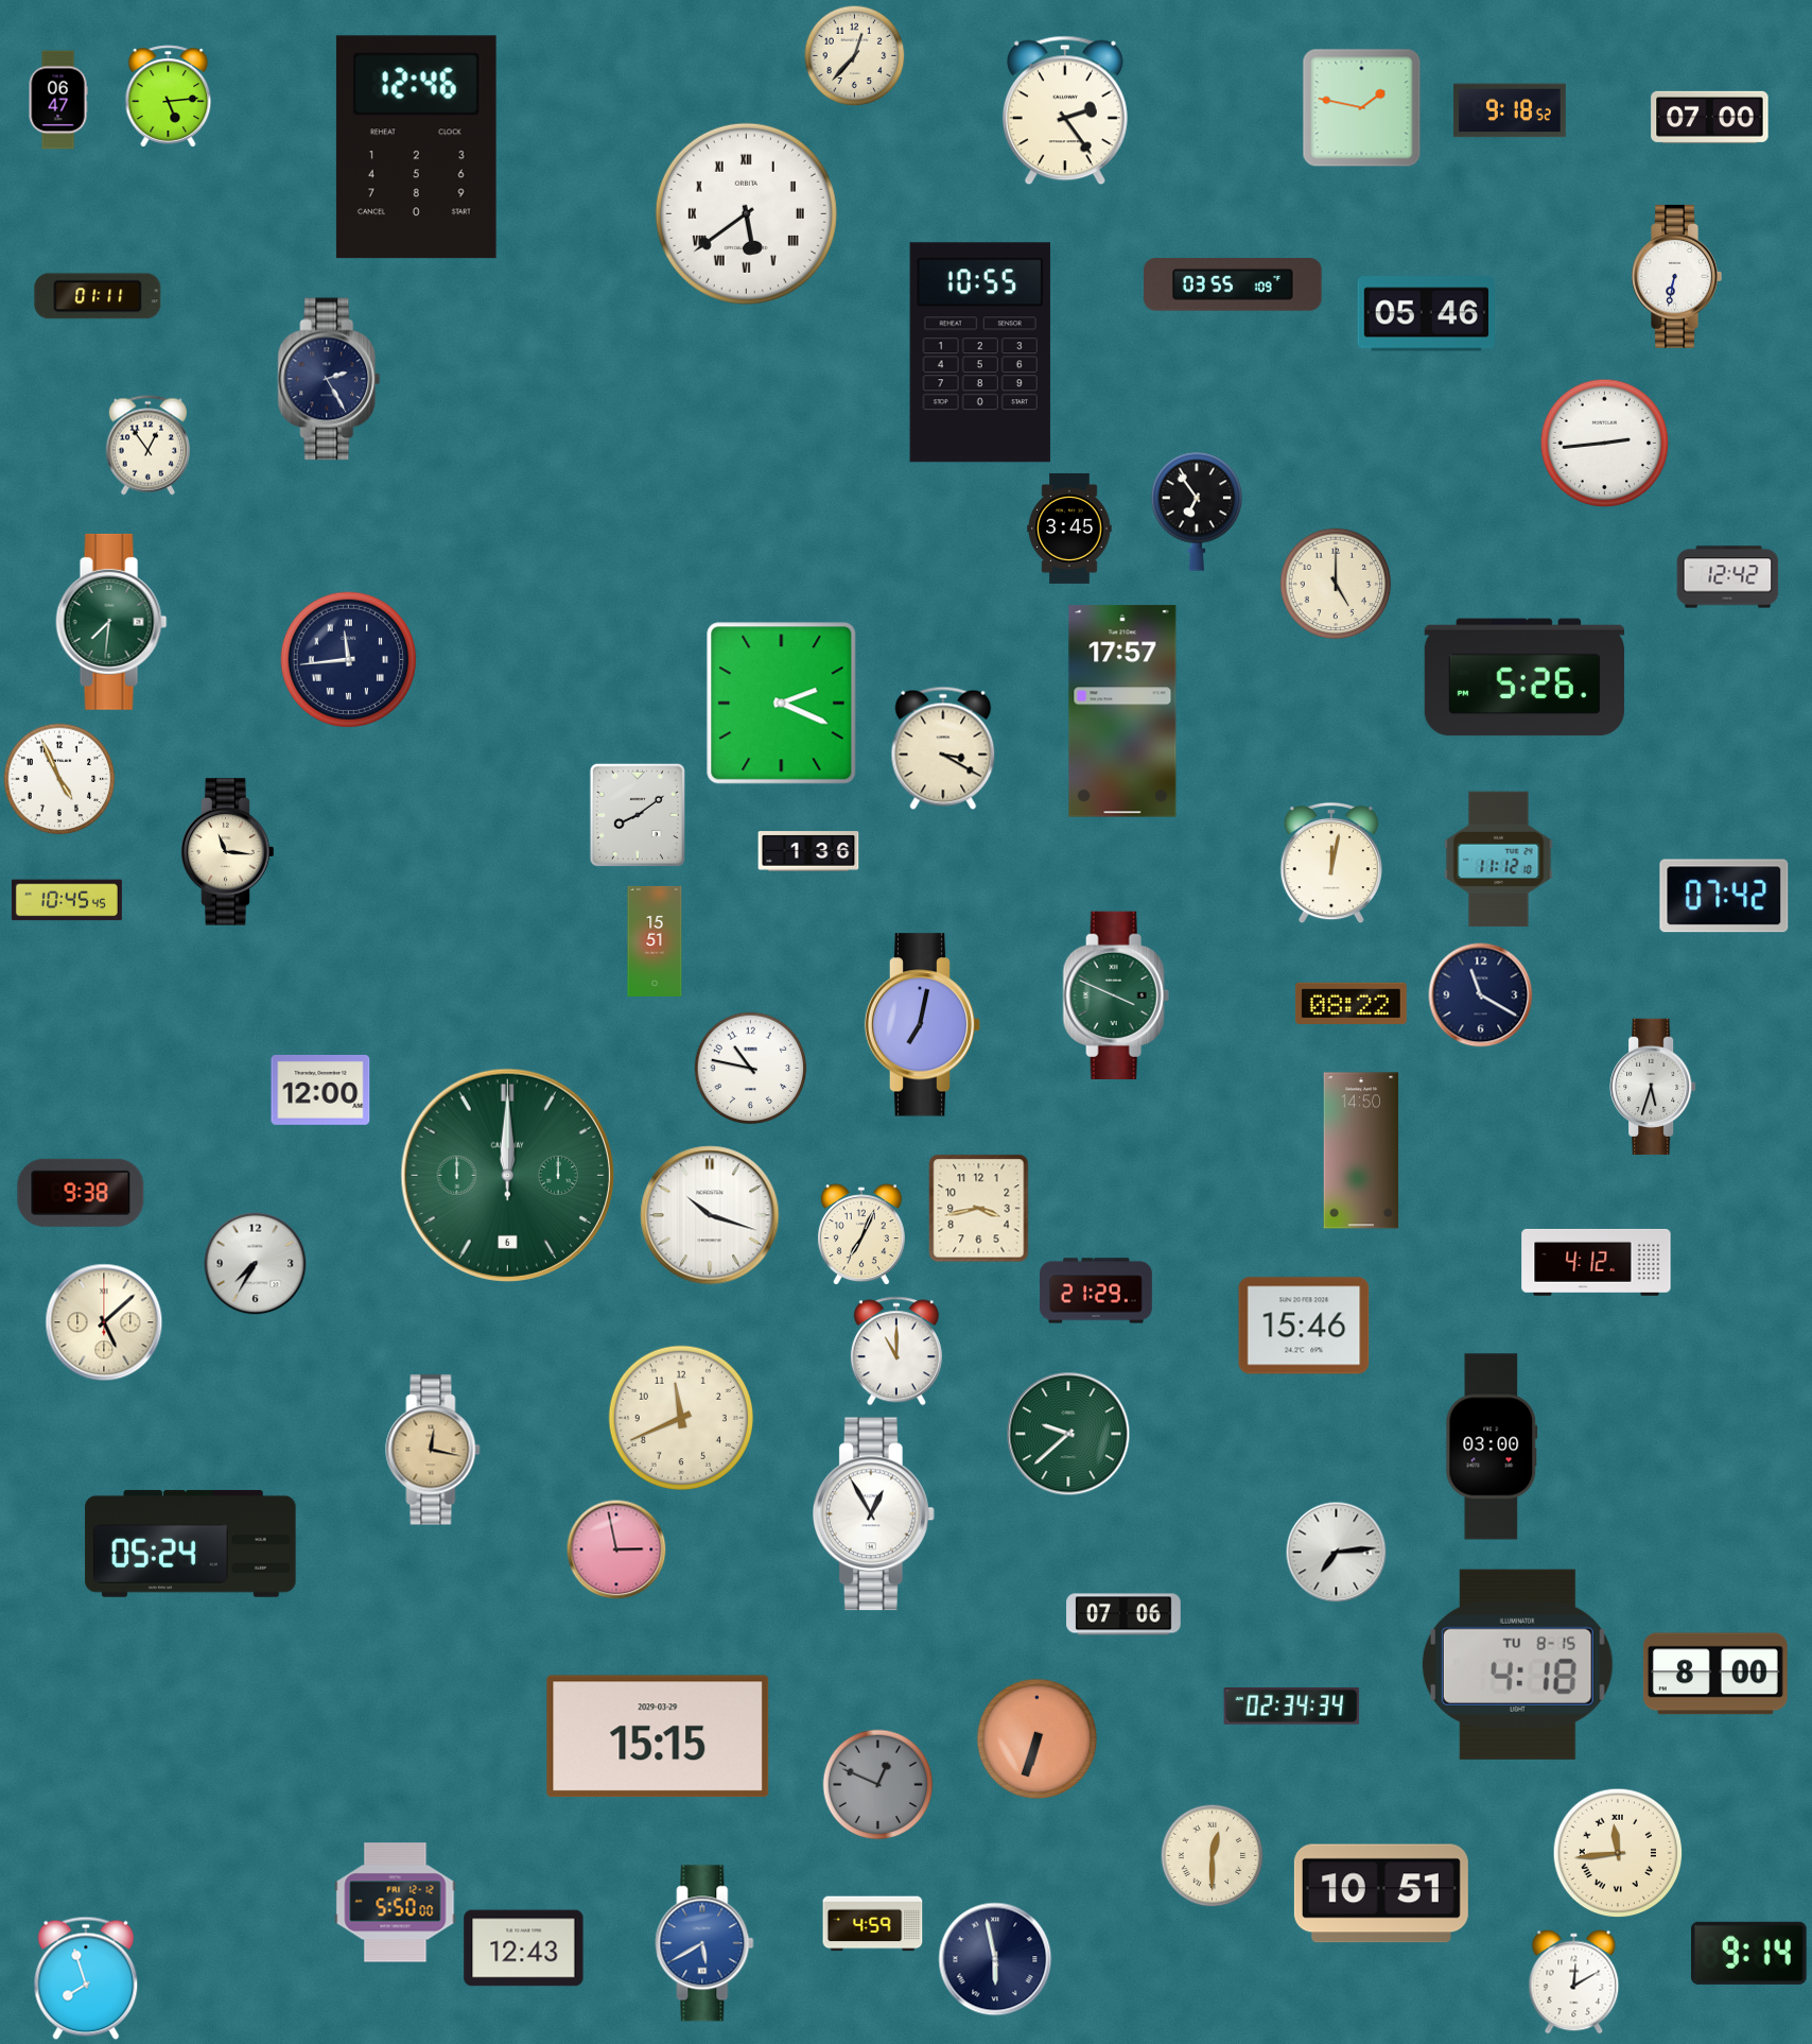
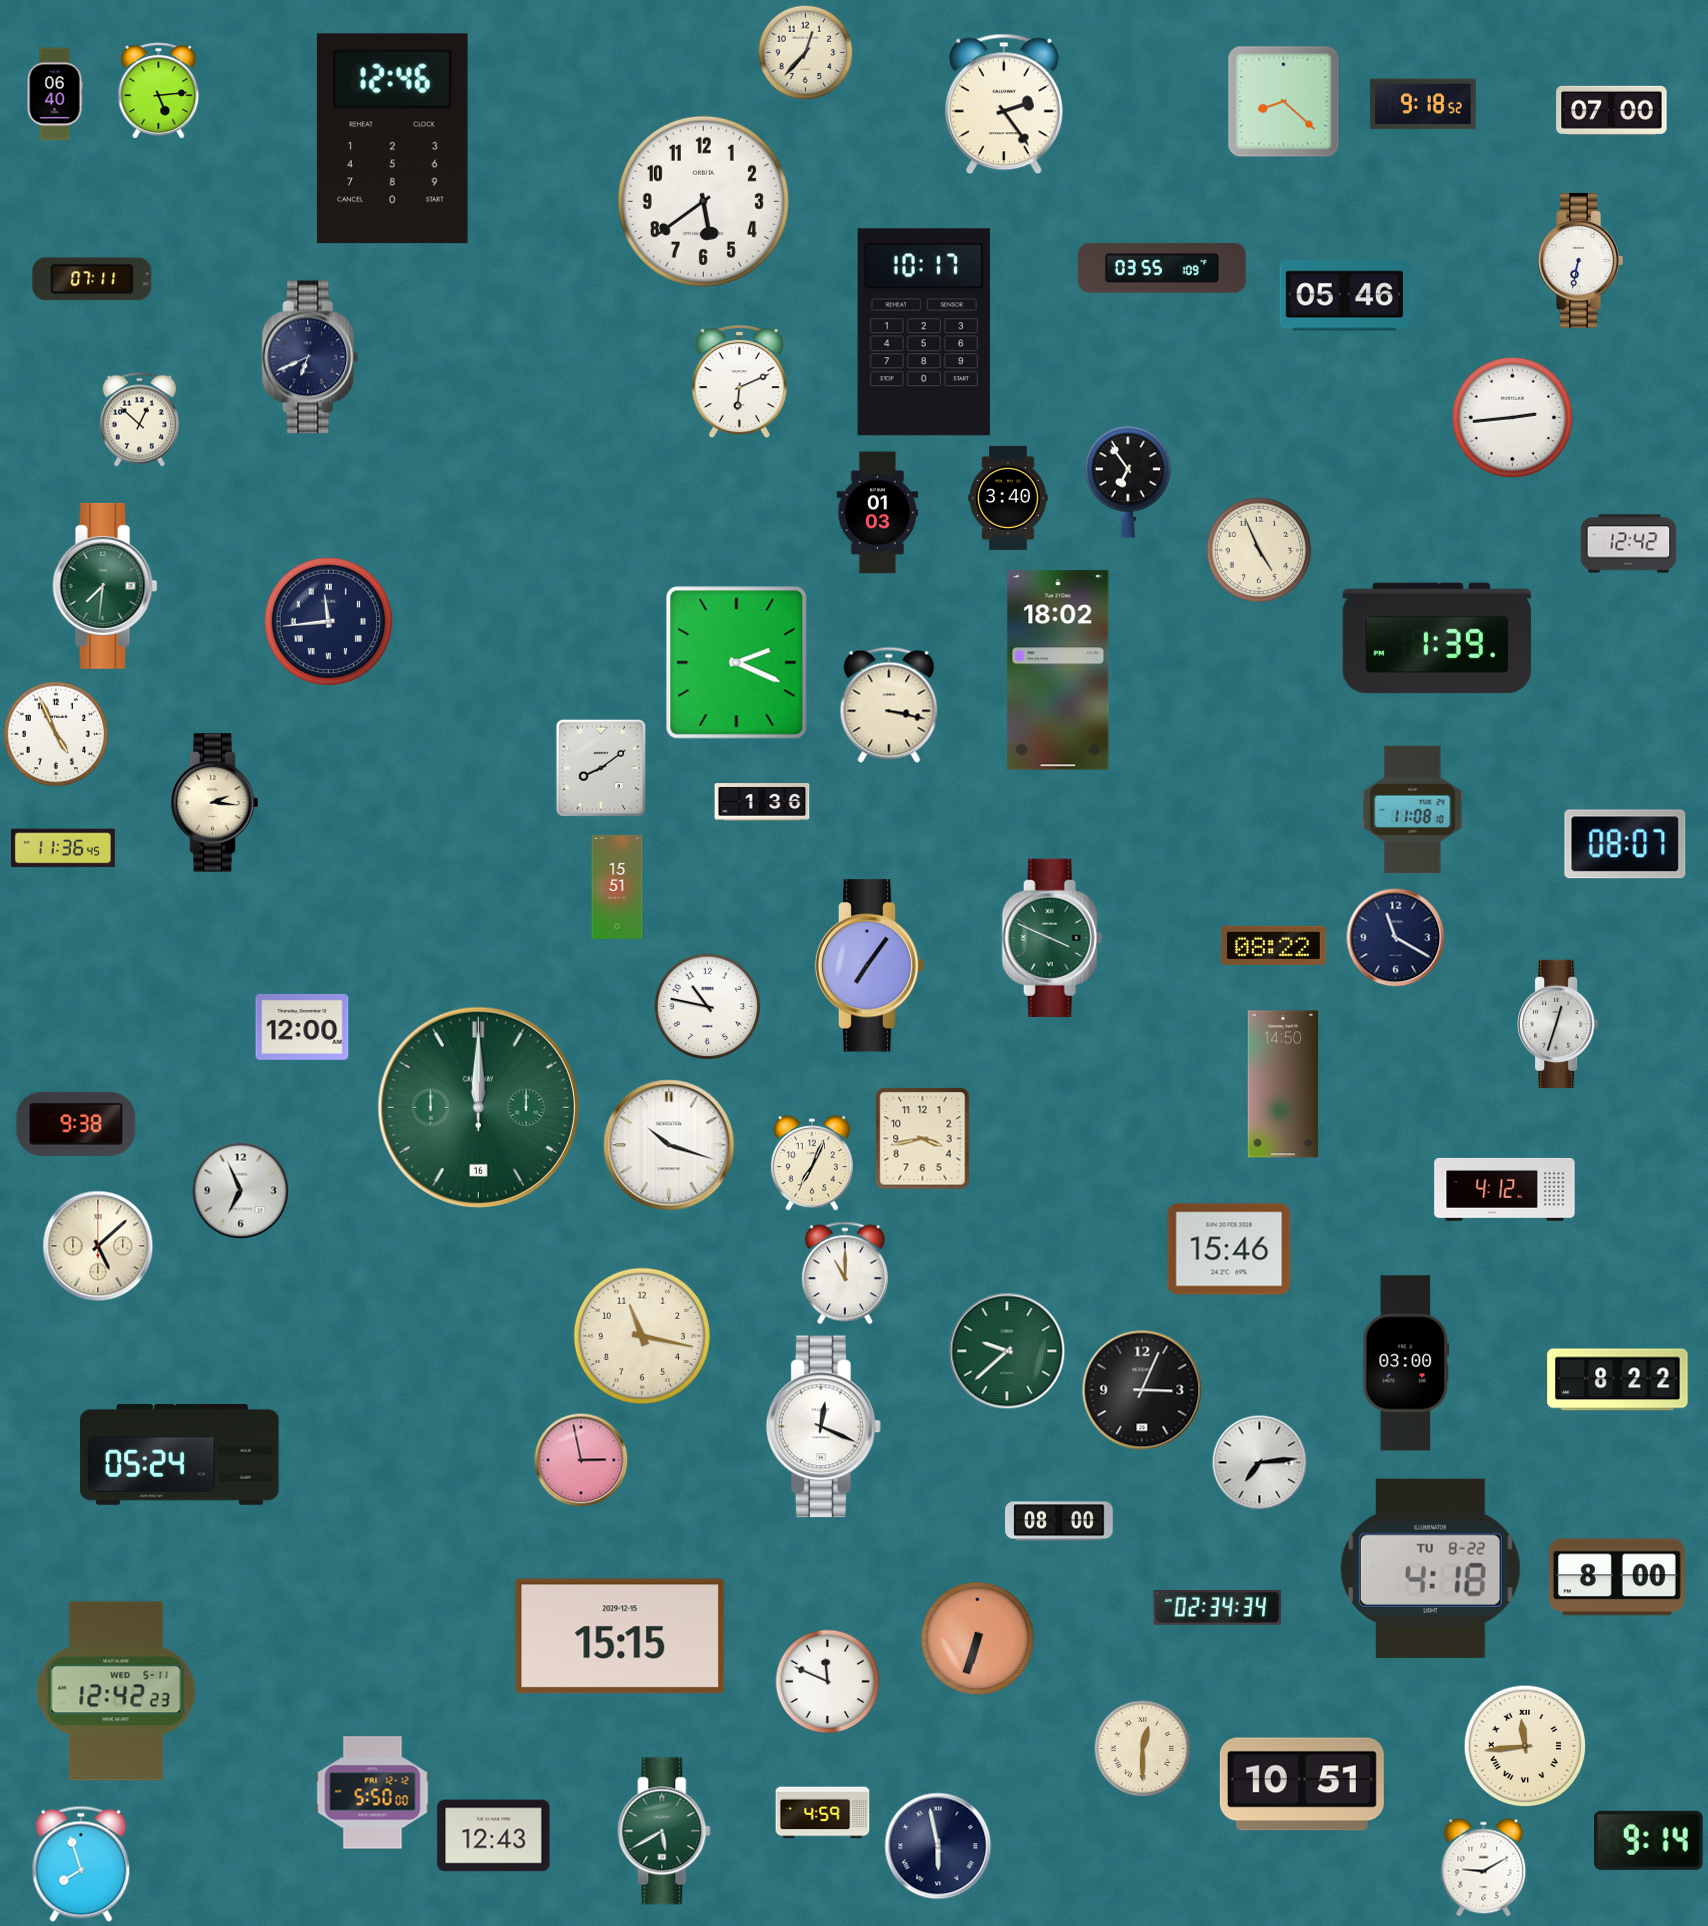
clock at (58, 100): 06:47 -> 06:40
clock at (1362, 108): 1:47 -> 8:22
clock at (746, 213) numerals: Roman -> Arabic
clock at (98, 296): 01:11 -> 07:11
clock at (980, 352): 10:55 -> 10:17
clock at (329, 379): 2:25 -> 6:41
clock at (739, 383): none -> 6:11
clock at (147, 446): 12:54 -> 12:52
clock at (1069, 529): 3:45 -> 3:40
clock at (878, 513): none -> 01:03
clock at (1336, 584): 5:00 -> 4:56
clock at (1524, 677): 5:26 -> 1:39
clock at (1122, 711): 17:57 -> 18:02
clock at (943, 748): 3:20 -> 3:17
clock at (228, 852): 11:16 -> 2:16
clock at (1499, 860): 11:12 -> 11:08
clock at (1331, 863): 12:02 -> none
clock at (1724, 896): 07:42 -> 08:07
clock at (67, 900): 10:45 -> 11:36
clock at (923, 1025): 7:02 -> 7:06
clock at (1653, 1087): 5:33 -> 12:33
clock at (507, 1175) date: 6 -> 16
clock at (256, 1264): 7:35 -> 6:56
clock at (1097, 1291): 21:29 -> none
clock at (681, 1418): 11:41 -> 11:17
clock at (433, 1450): 12:17 -> none
clock at (1618, 1380): none -> 8:22
clock at (1142, 1390): none -> 3:04
clock at (873, 1514): 12:55 -> 12:19
clock at (1123, 1614): 07:06 -> 08:00
clock at (1517, 1664) date: TU 8-15 -> TU 8-22
clock at (658, 1736) date: 2029-03-29 -> 2029-12-15
clock at (878, 1785): 12:49 -> 11:49
clock at (878, 1785) dial: grey -> white
clock at (116, 1691): none -> 12:42
clock at (704, 1943) dial: blue -> green
clock at (1574, 1982): 12:10 -> 9:10
